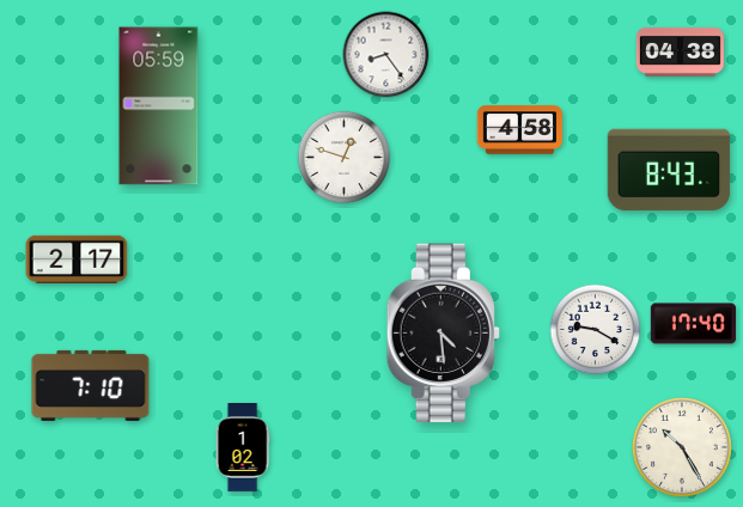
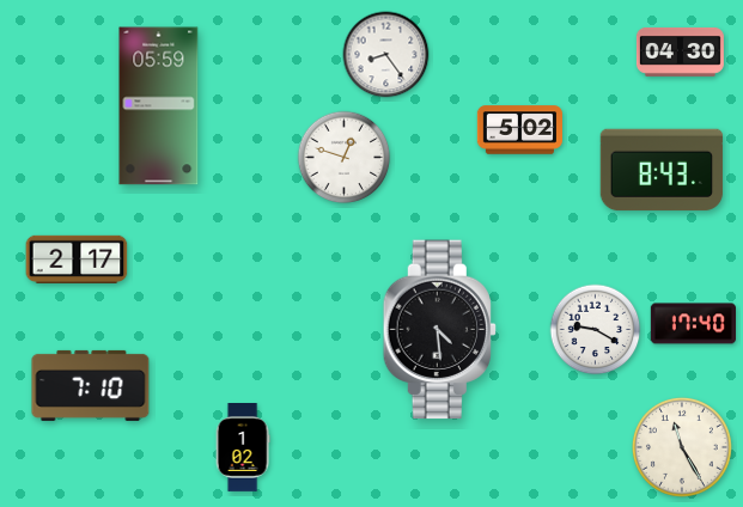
clock at (680, 51): 04:38 -> 04:30
clock at (519, 130): 4:58 -> 5:02
clock at (669, 170) position: (669, 170) -> (662, 170)
clock at (443, 334) position: (443, 334) -> (439, 330)
clock at (682, 447): 10:25 -> 11:25
